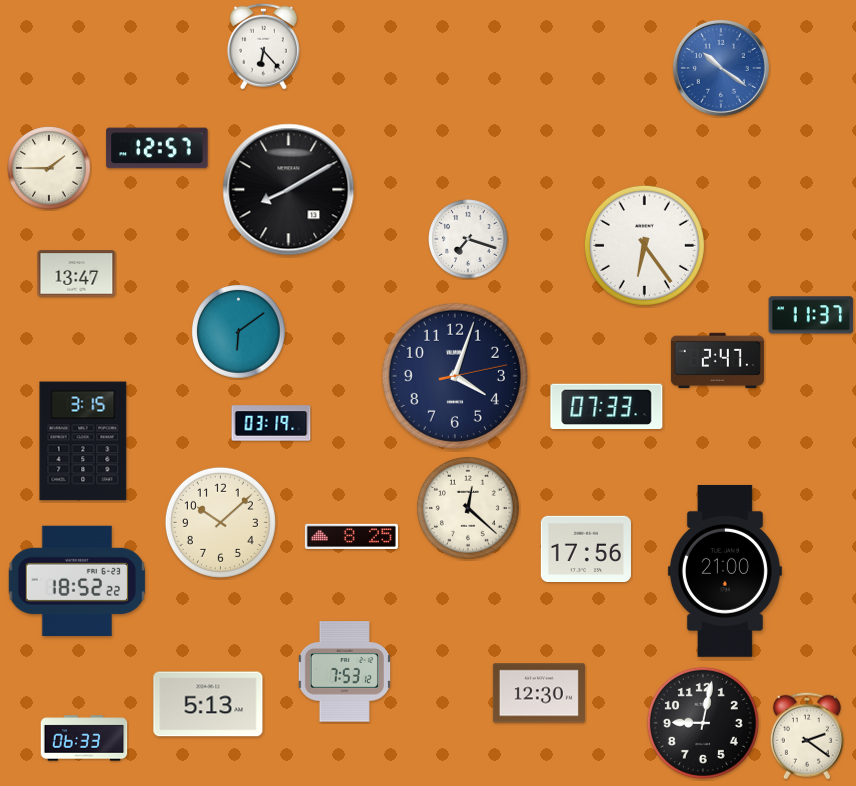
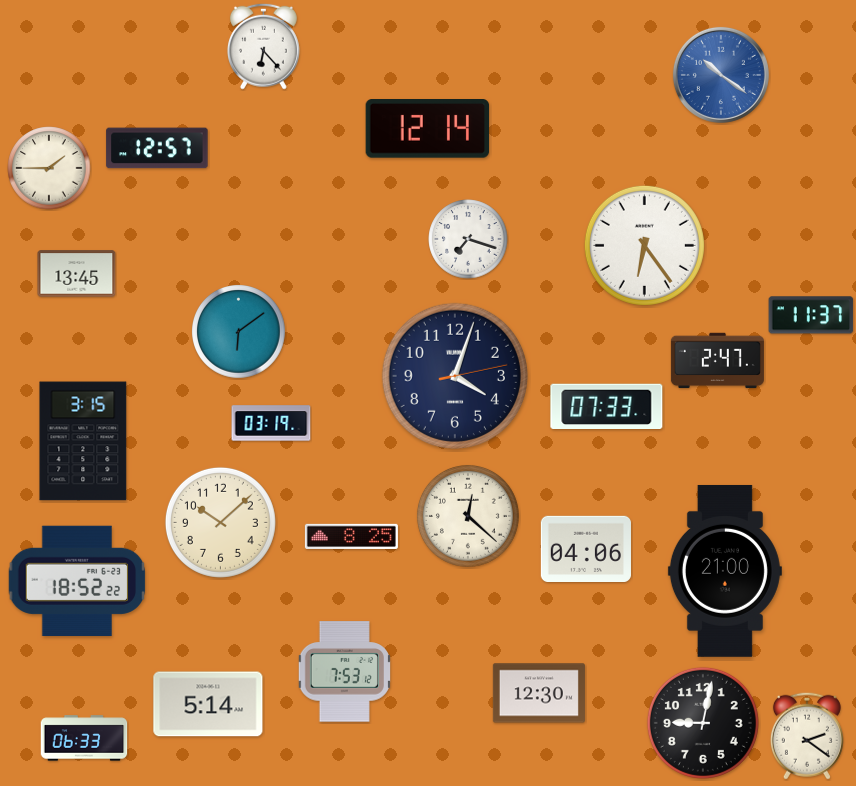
clock at (721, 68) position: (721, 68) -> (721, 75)
clock at (428, 129): none -> 12:14
clock at (289, 190): 8:10 -> none
clock at (77, 274): 13:47 -> 13:45
clock at (468, 508) position: (468, 508) -> (468, 516)
clock at (586, 548): 17:56 -> 04:06
clock at (208, 704): 5:13 -> 5:14
